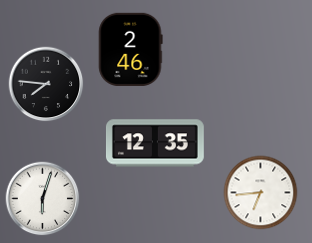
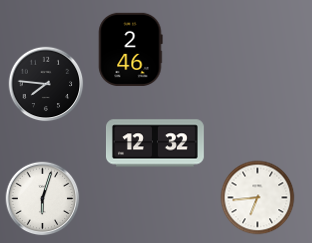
clock at (155, 143): 12:35 -> 12:32
clock at (261, 193) position: (261, 193) -> (258, 198)
